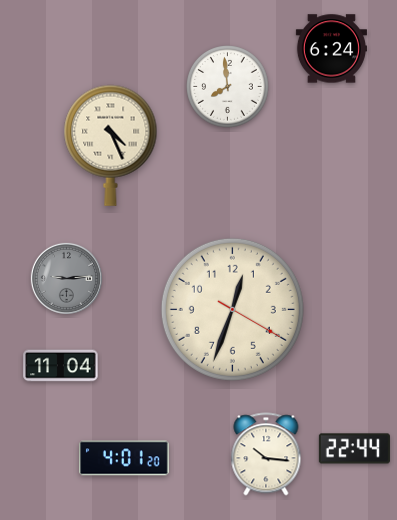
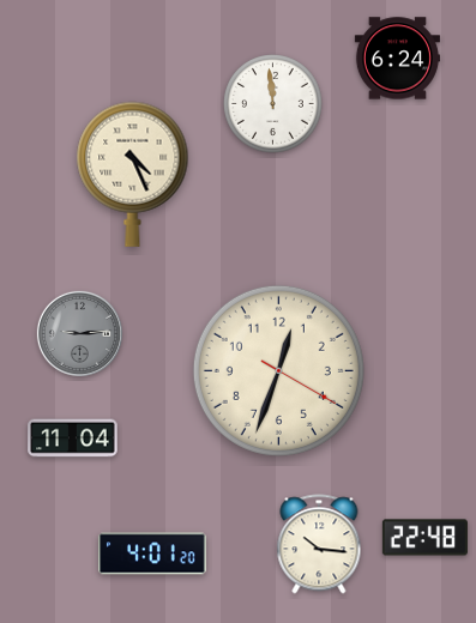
clock at (228, 87): 7:59 -> 11:59
clock at (354, 449): 22:44 -> 22:48
clock at (124, 458) position: (124, 458) -> (152, 554)
